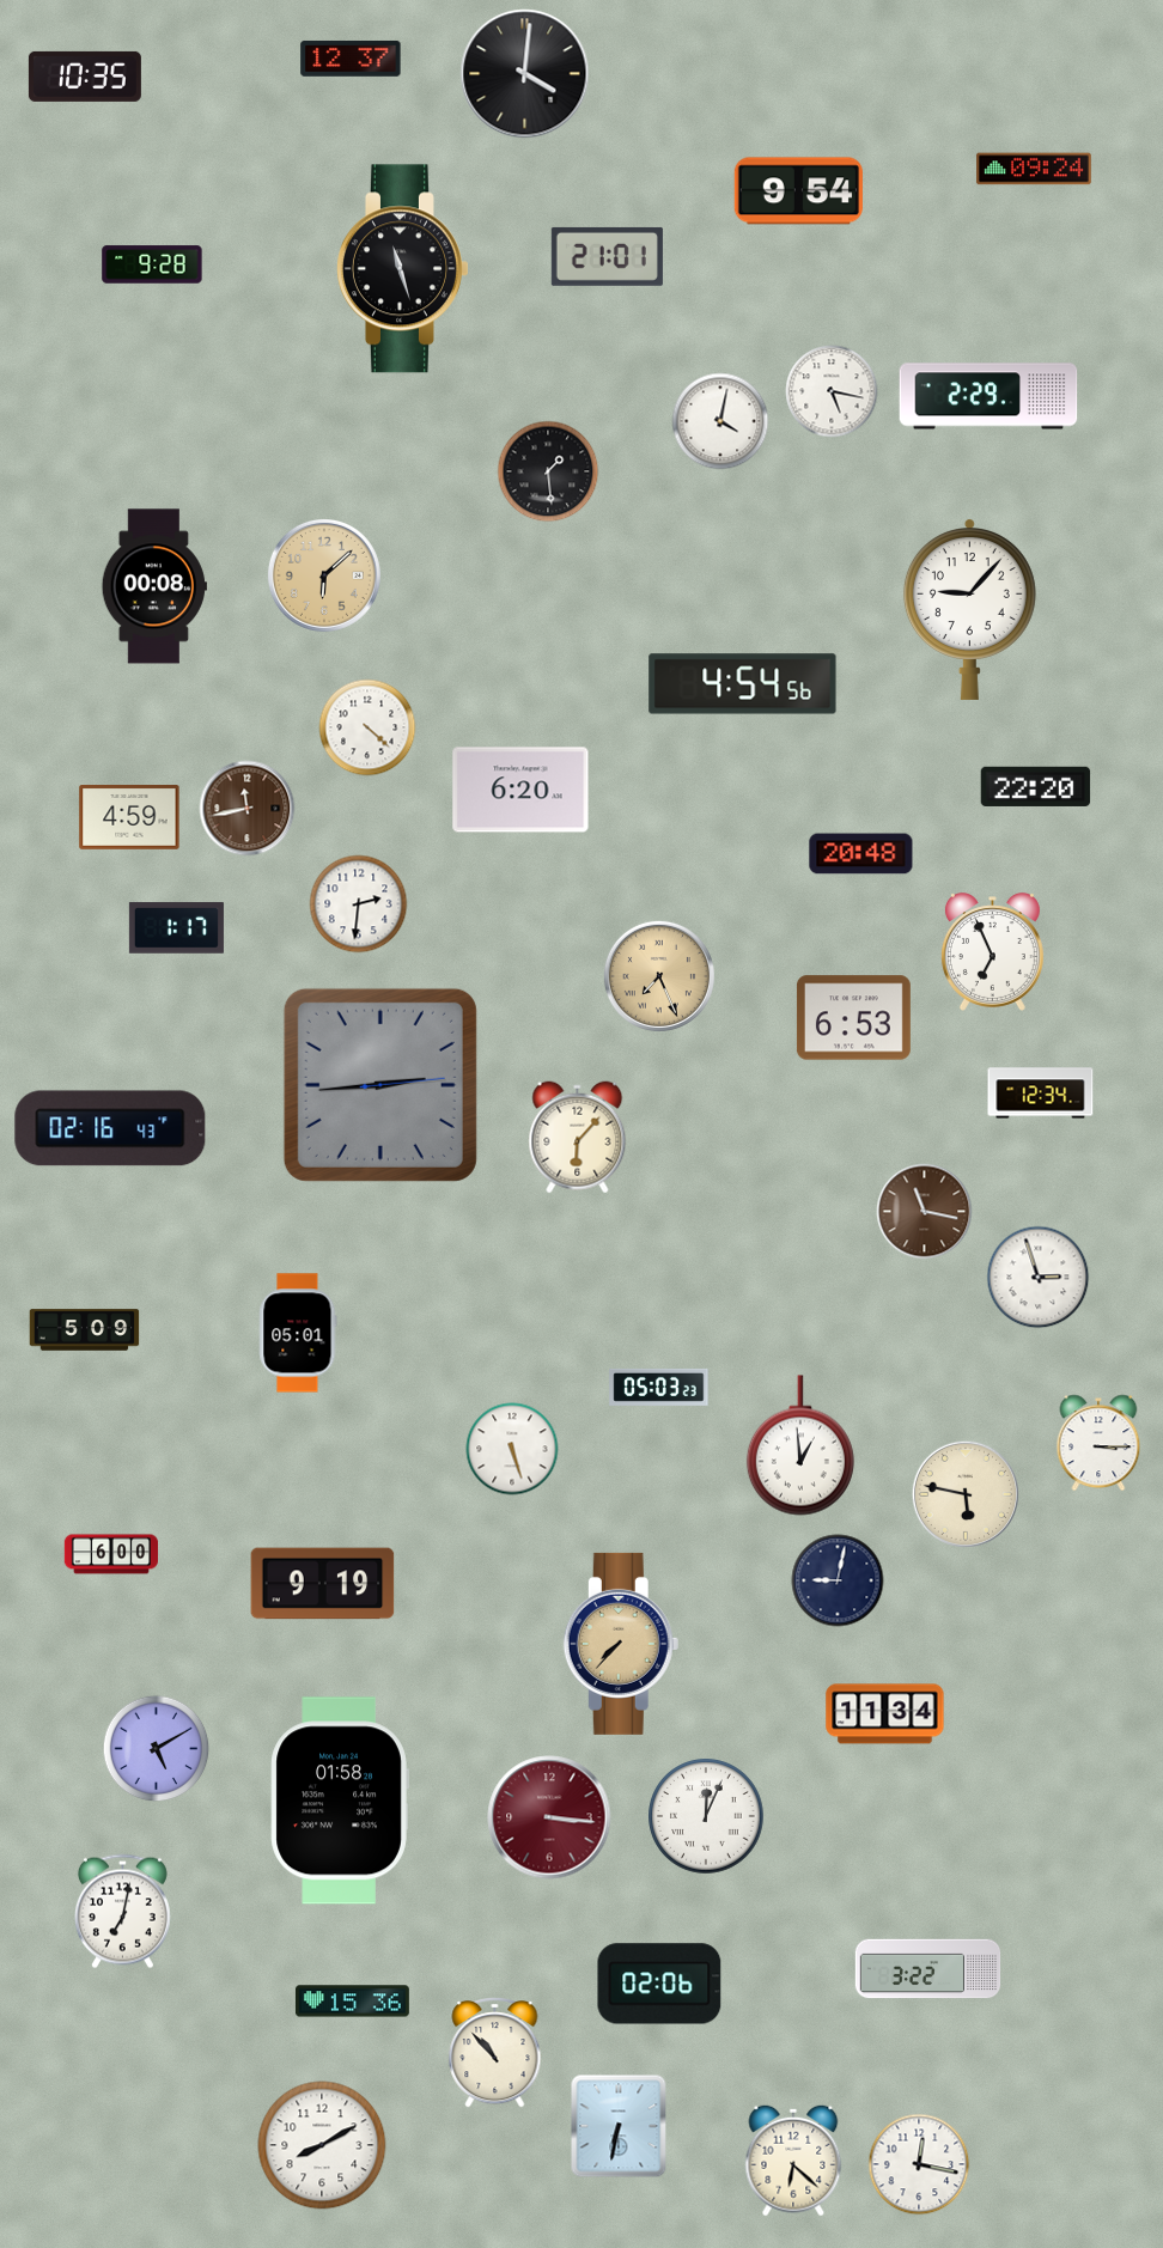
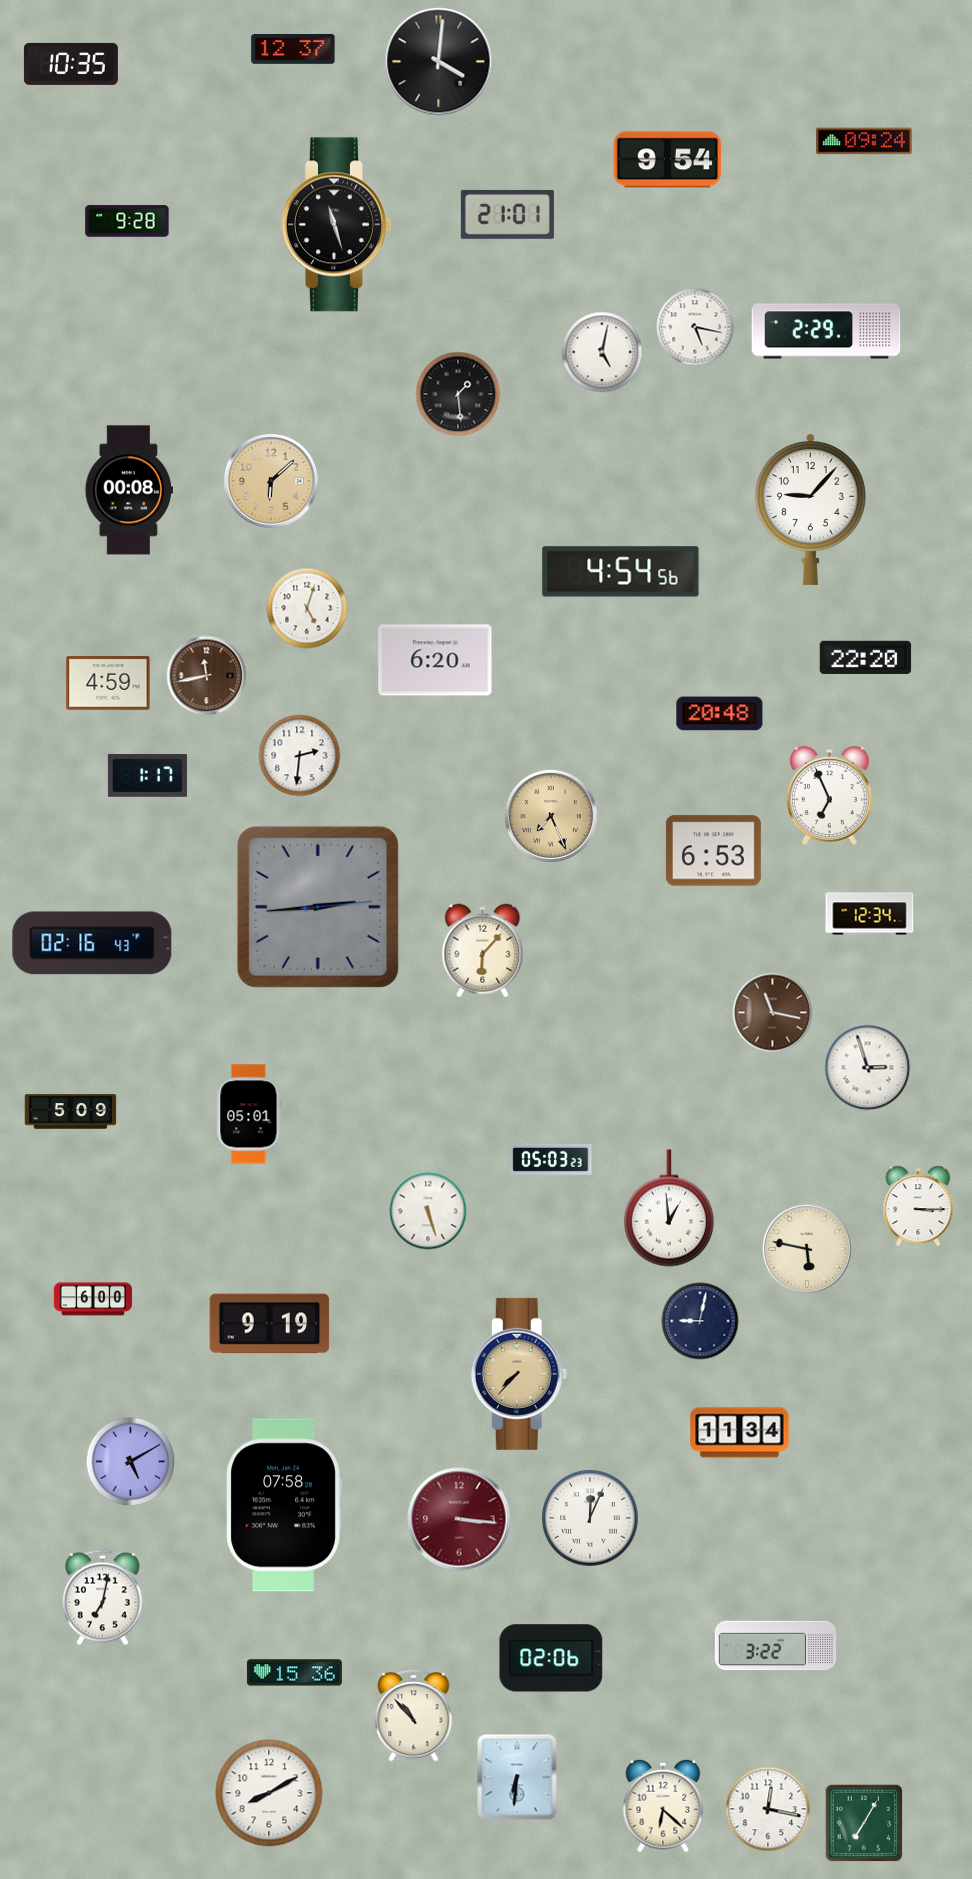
clock at (720, 421): 4:02 -> 5:02
clock at (367, 727): 4:22 -> 5:03
clock at (340, 1801): 01:58 -> 07:58
clock at (619, 2126): 6:32 -> 6:31
clock at (864, 1823): none -> 7:05
